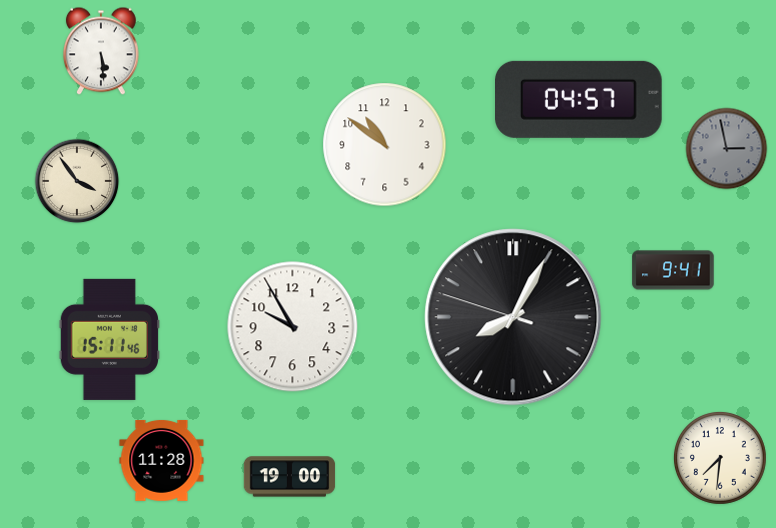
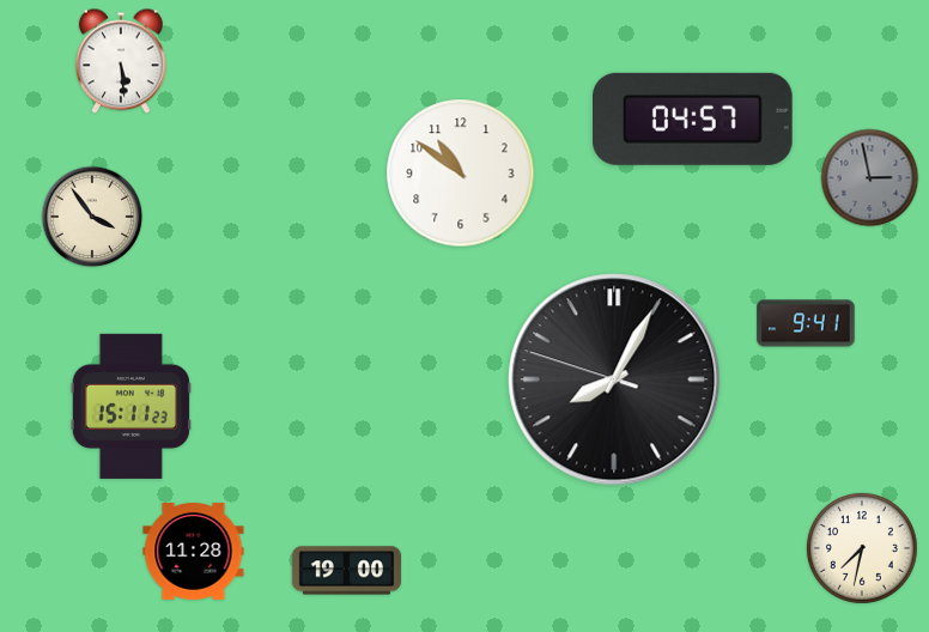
clock at (293, 327): 9:55 -> none
clock at (109, 339): 15:11:46 -> 15:11:23
clock at (720, 458): 7:31 -> 7:32
